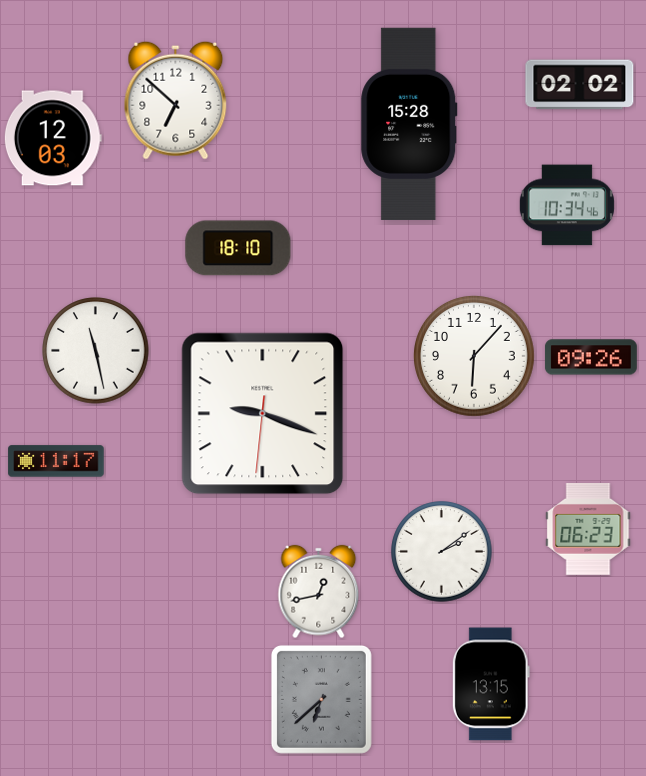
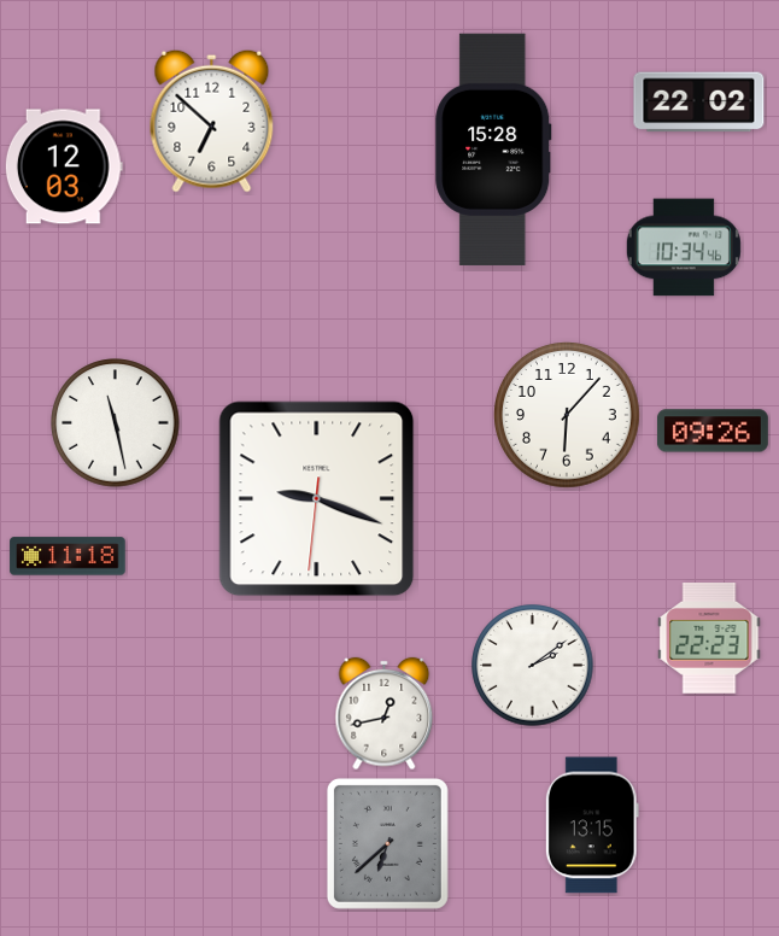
clock at (580, 85): 02:02 -> 22:02
clock at (238, 248): 18:10 -> none
clock at (475, 357) position: (475, 357) -> (568, 416)
clock at (56, 461): 11:17 -> 11:18
clock at (588, 529): 06:23 -> 22:23
